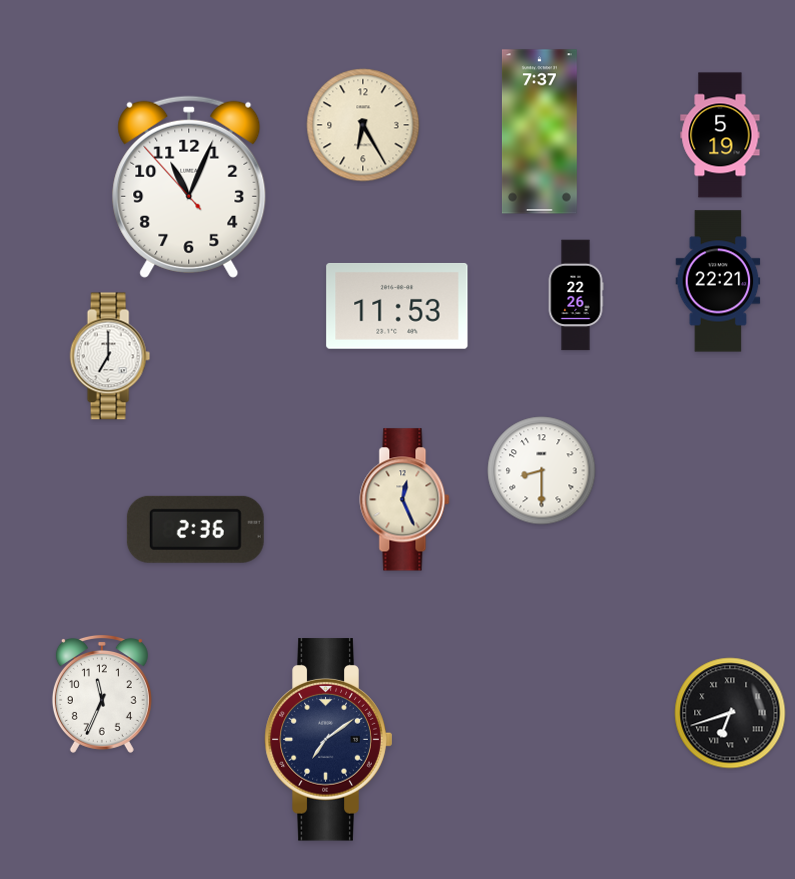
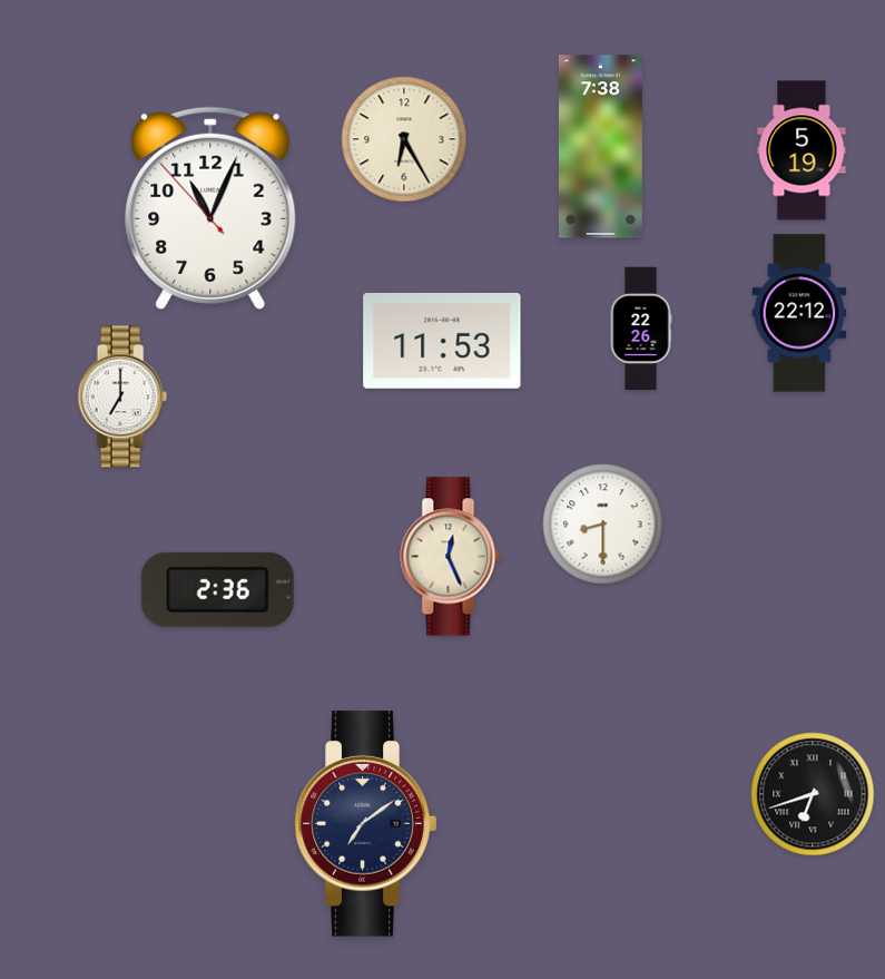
clock at (539, 132): 7:37 -> 7:38
clock at (718, 281): 22:21 -> 22:12
clock at (102, 694): 11:34 -> none
